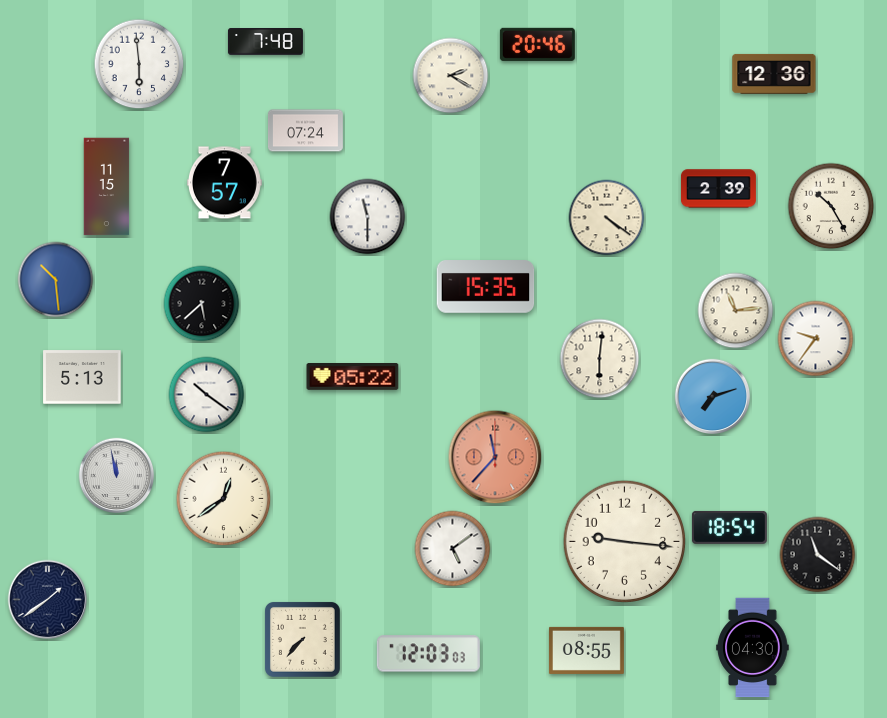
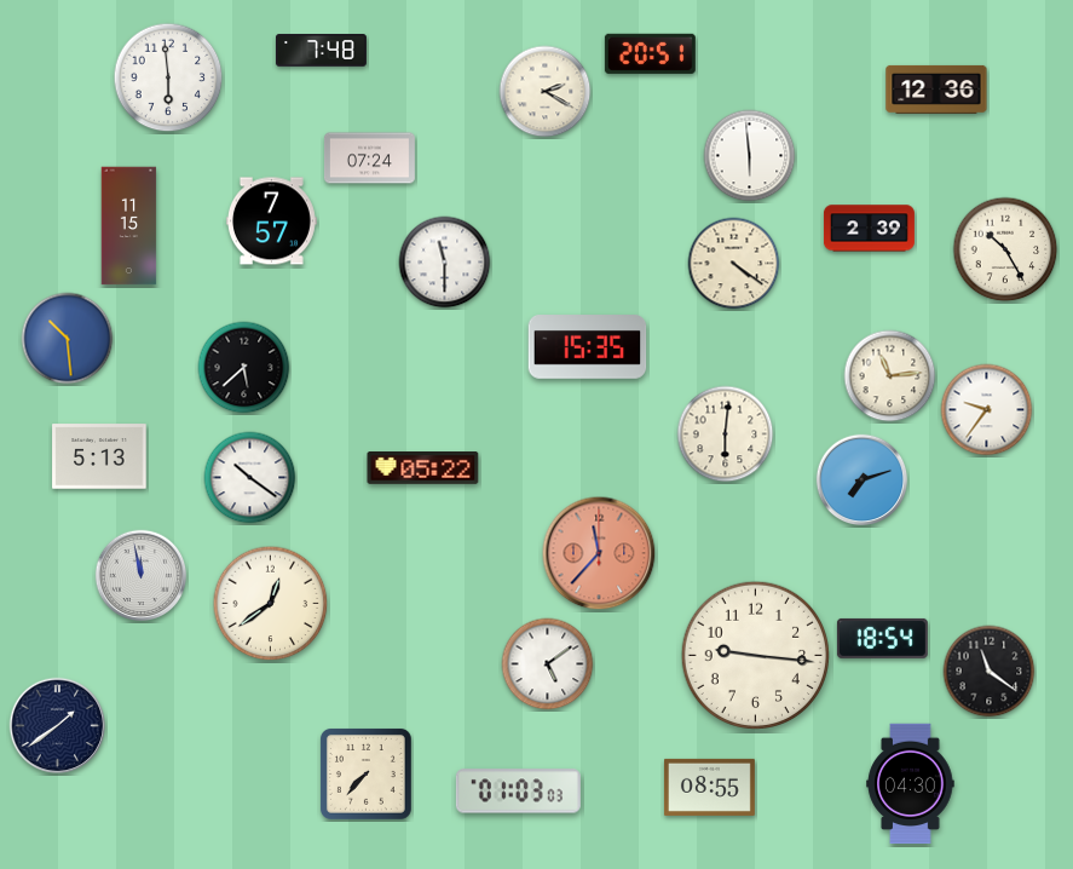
clock at (537, 44): 20:46 -> 20:51
clock at (750, 156): none -> 5:59
clock at (353, 377) position: (353, 377) -> (423, 468)
clock at (428, 654): 12:03 -> 01:03
